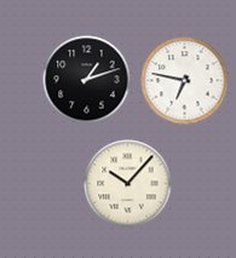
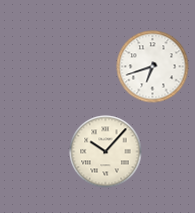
clock at (87, 80): 1:12 -> none
clock at (185, 81): 6:47 -> 6:42
